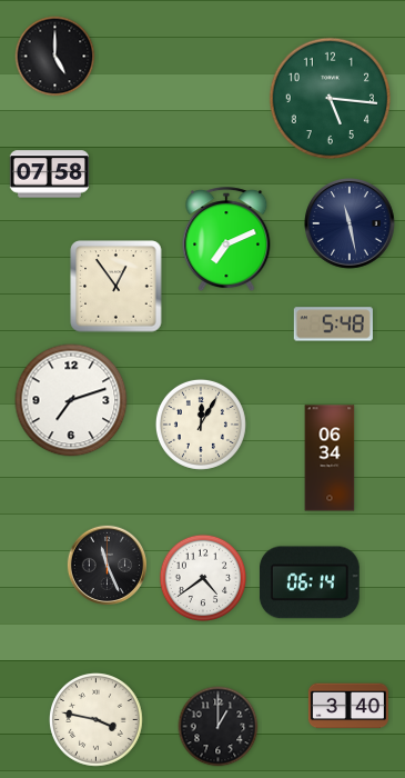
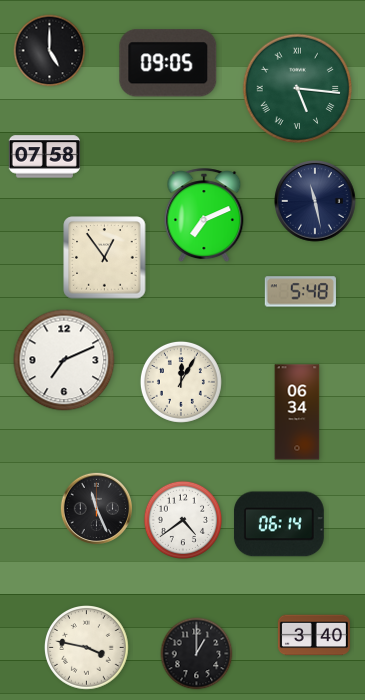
clock at (168, 63): none -> 09:05
clock at (330, 98) numerals: Arabic -> Roman
clock at (71, 400): 7:12 -> 7:11
